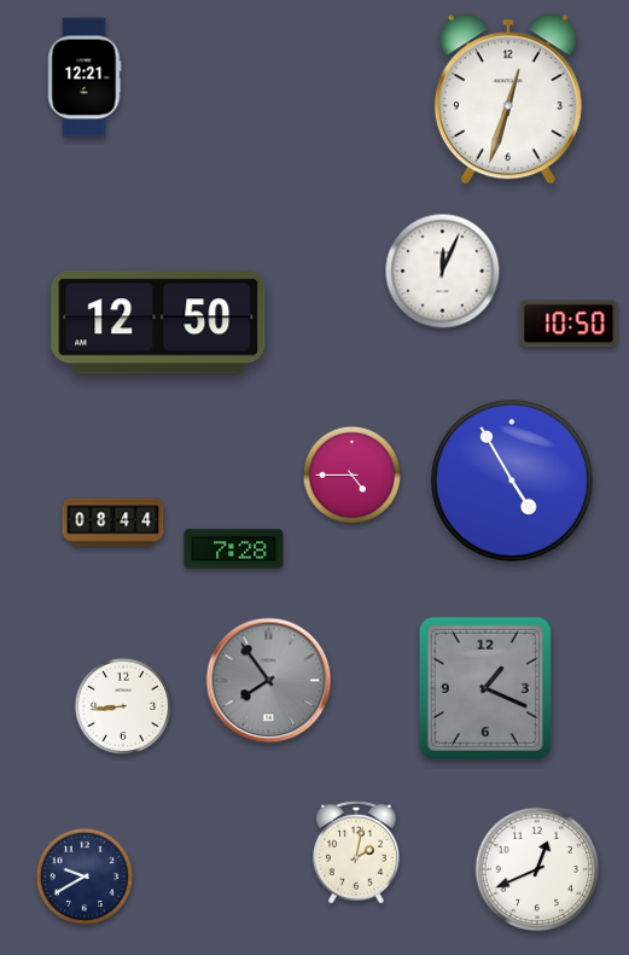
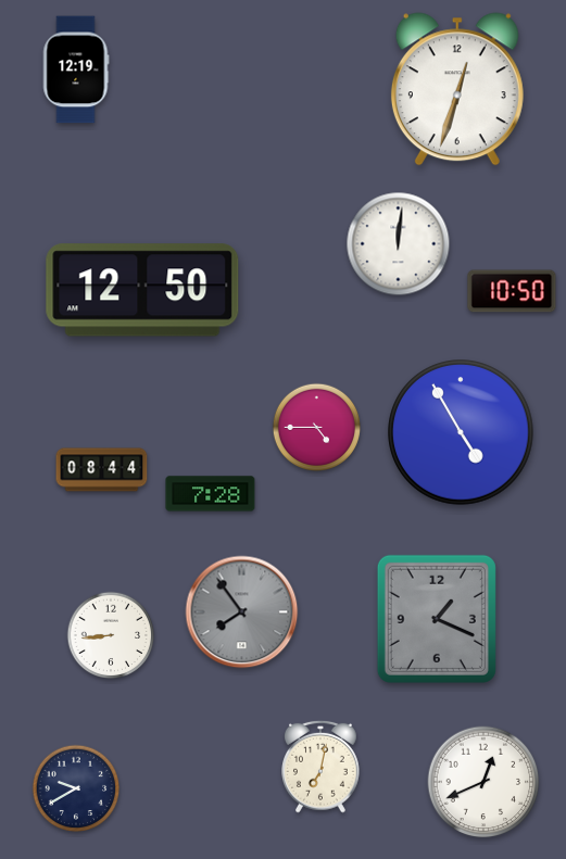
clock at (85, 77): 12:21 -> 12:19
clock at (443, 272): 12:04 -> 12:01
clock at (357, 852): 2:02 -> 7:02
